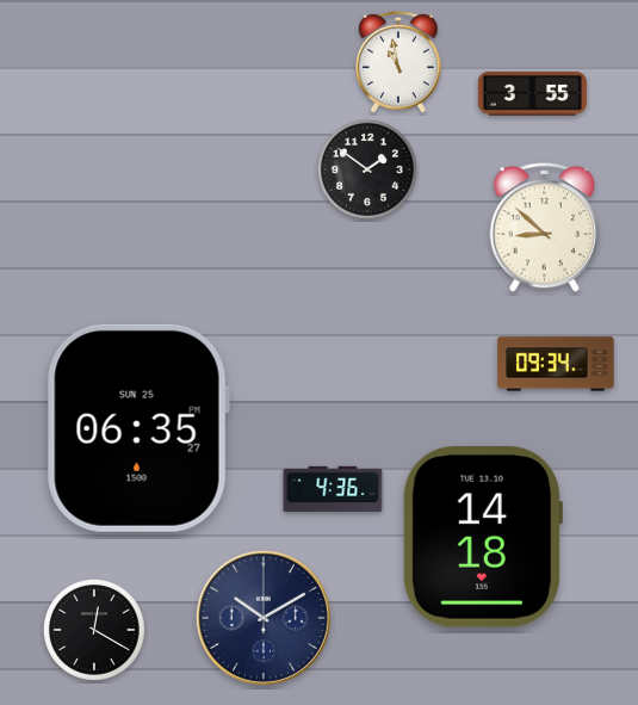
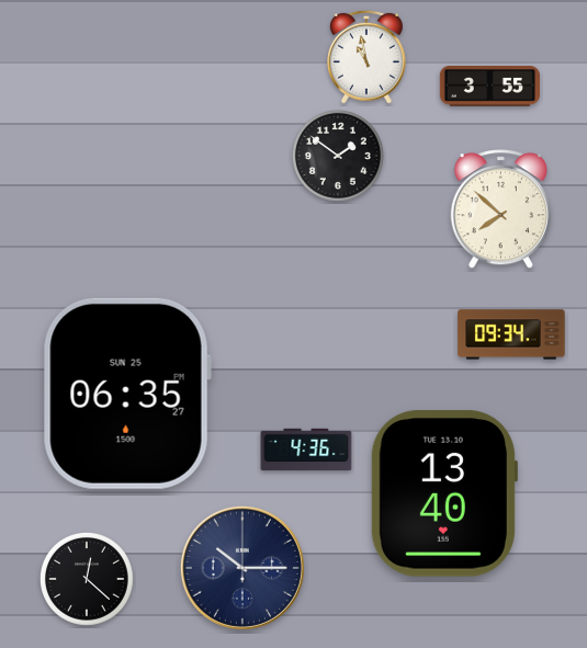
clock at (544, 228): 8:52 -> 7:52
clock at (482, 537): 14:18 -> 13:40
clock at (264, 618): 10:10 -> 10:15
clock at (94, 630): 12:20 -> 12:22
